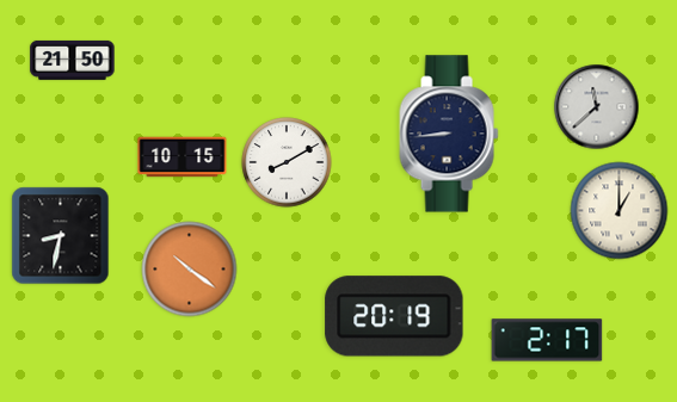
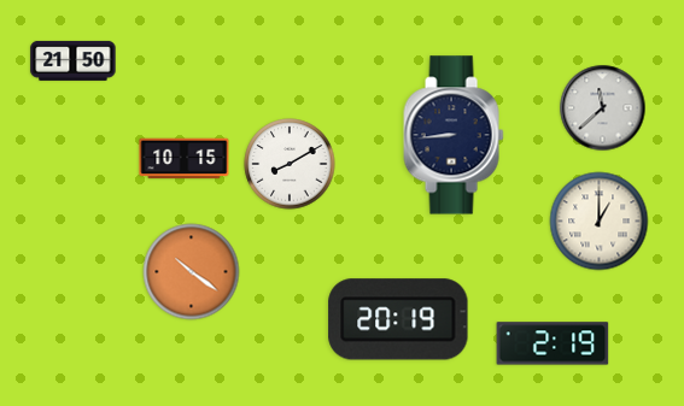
clock at (620, 211) position: (620, 211) -> (600, 222)
clock at (61, 236): 8:32 -> none
clock at (547, 340): 2:17 -> 2:19
